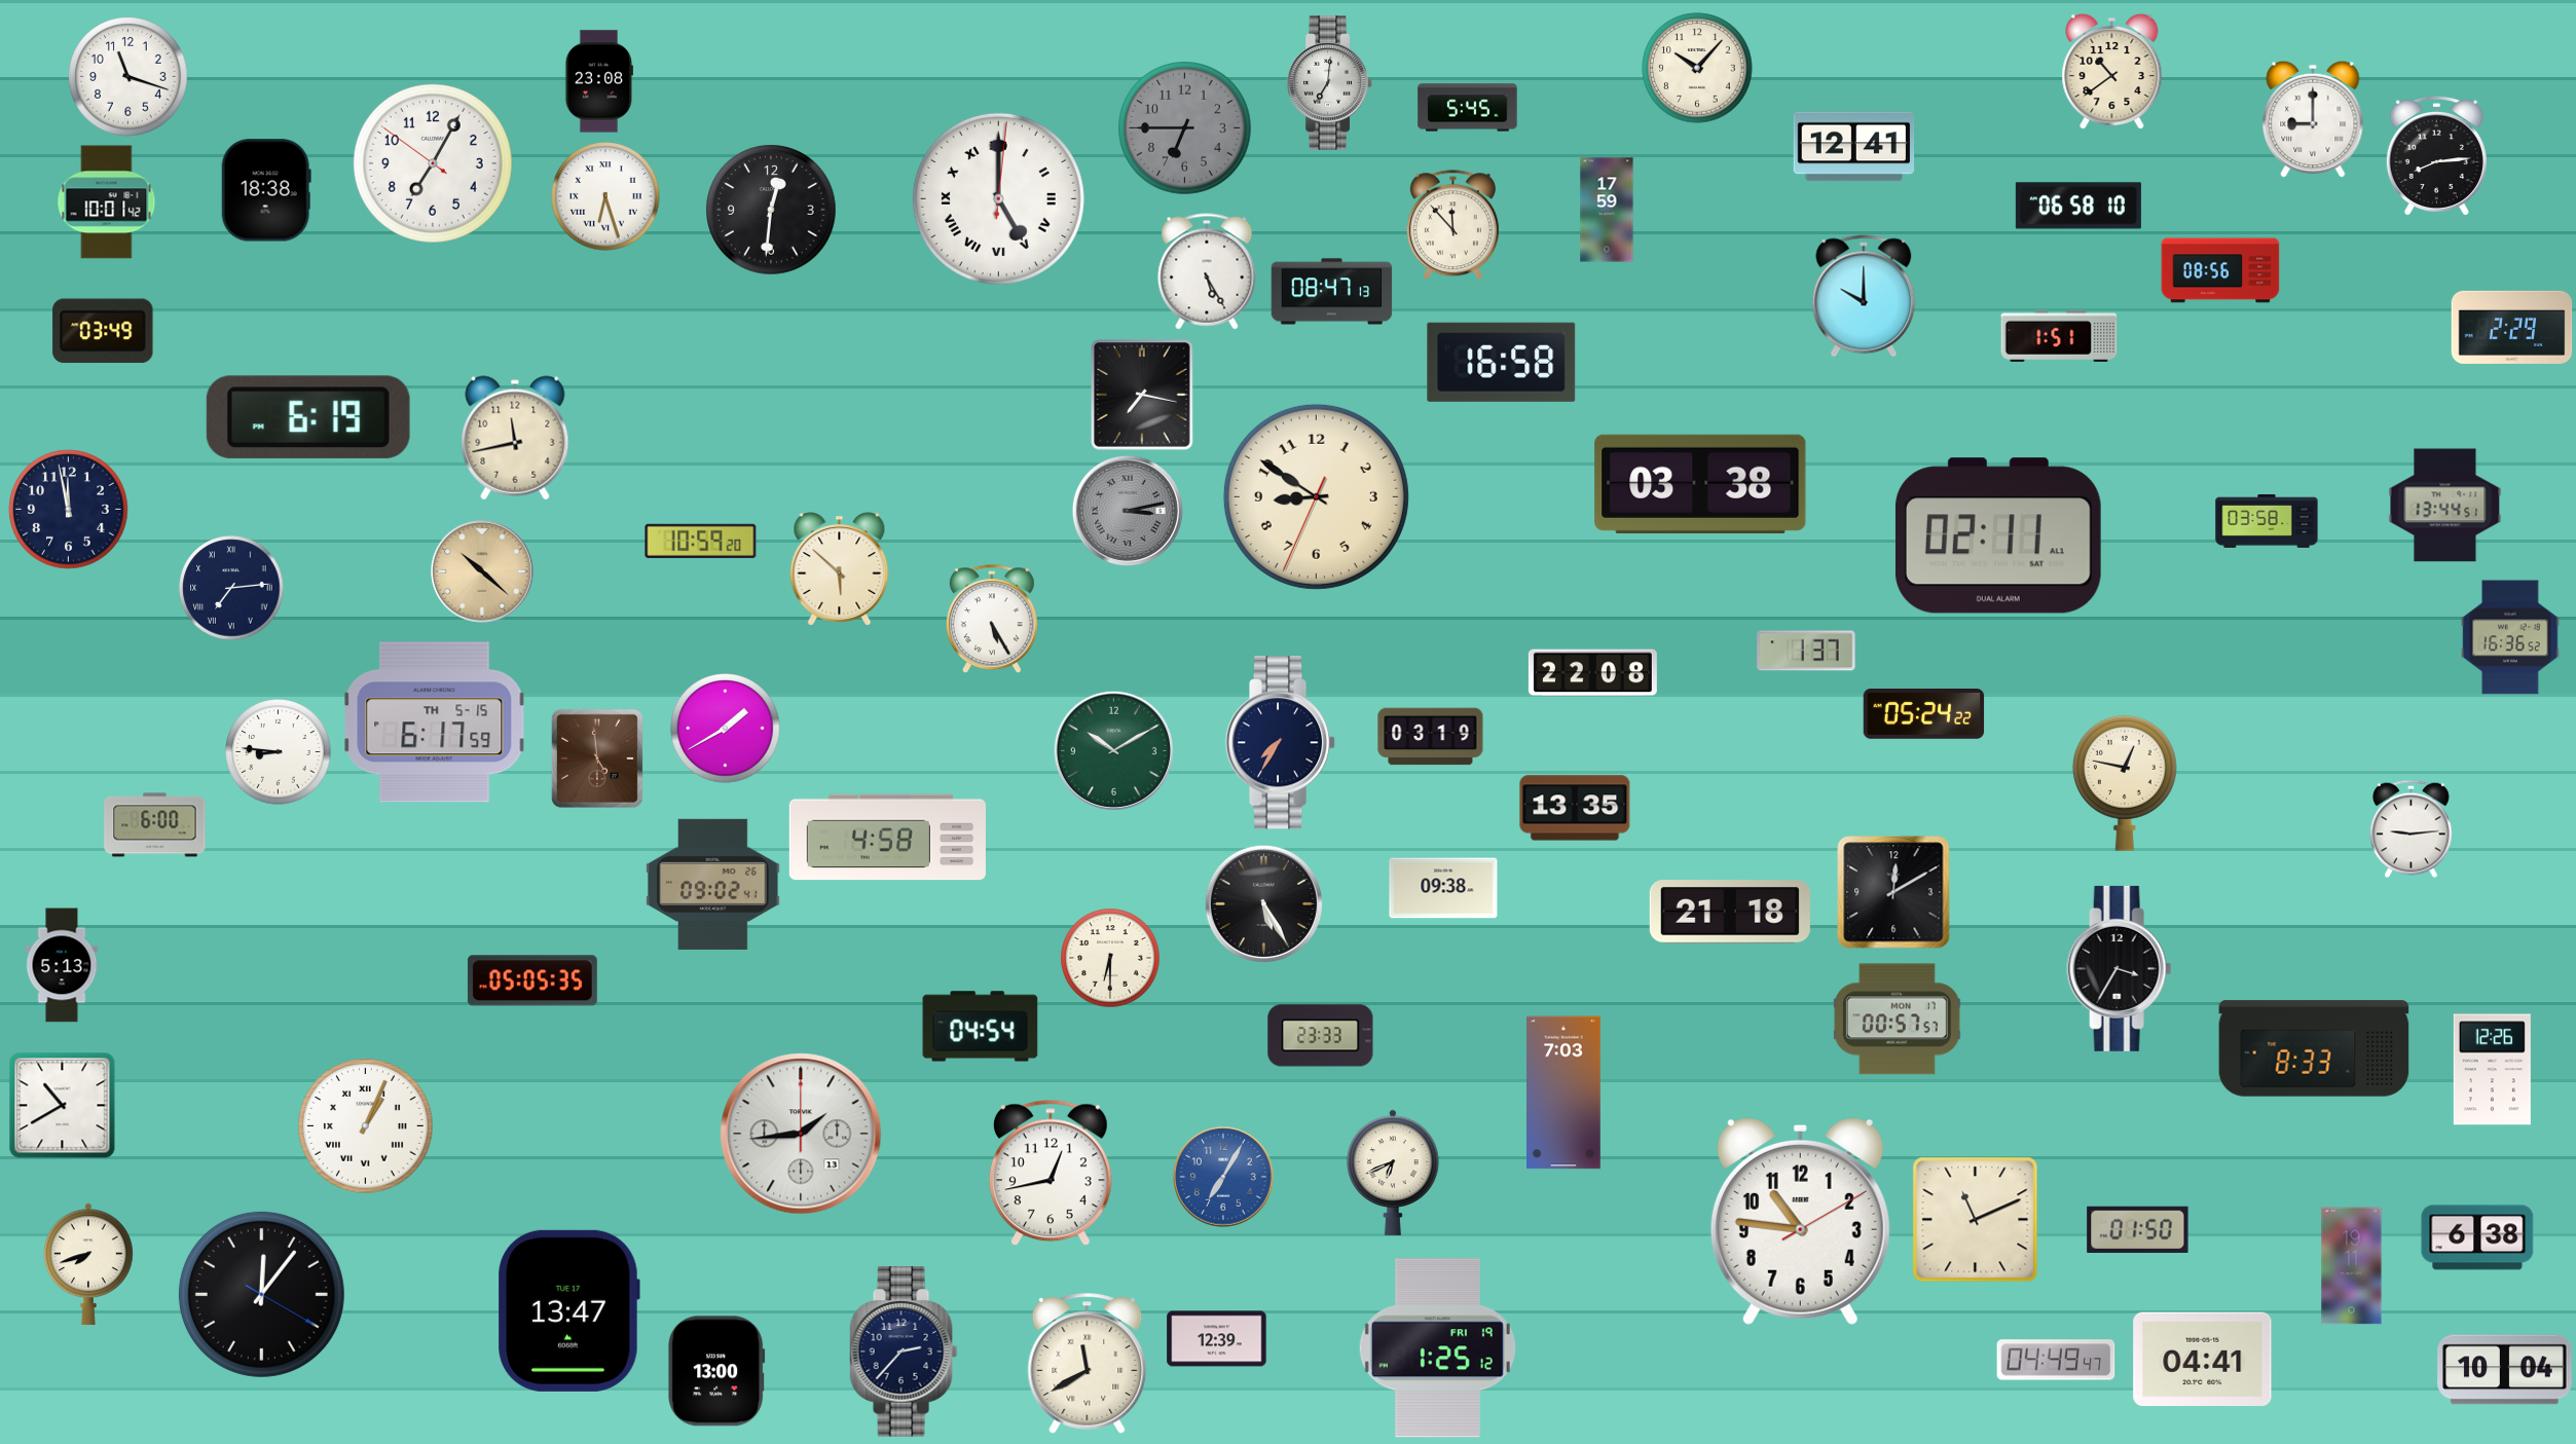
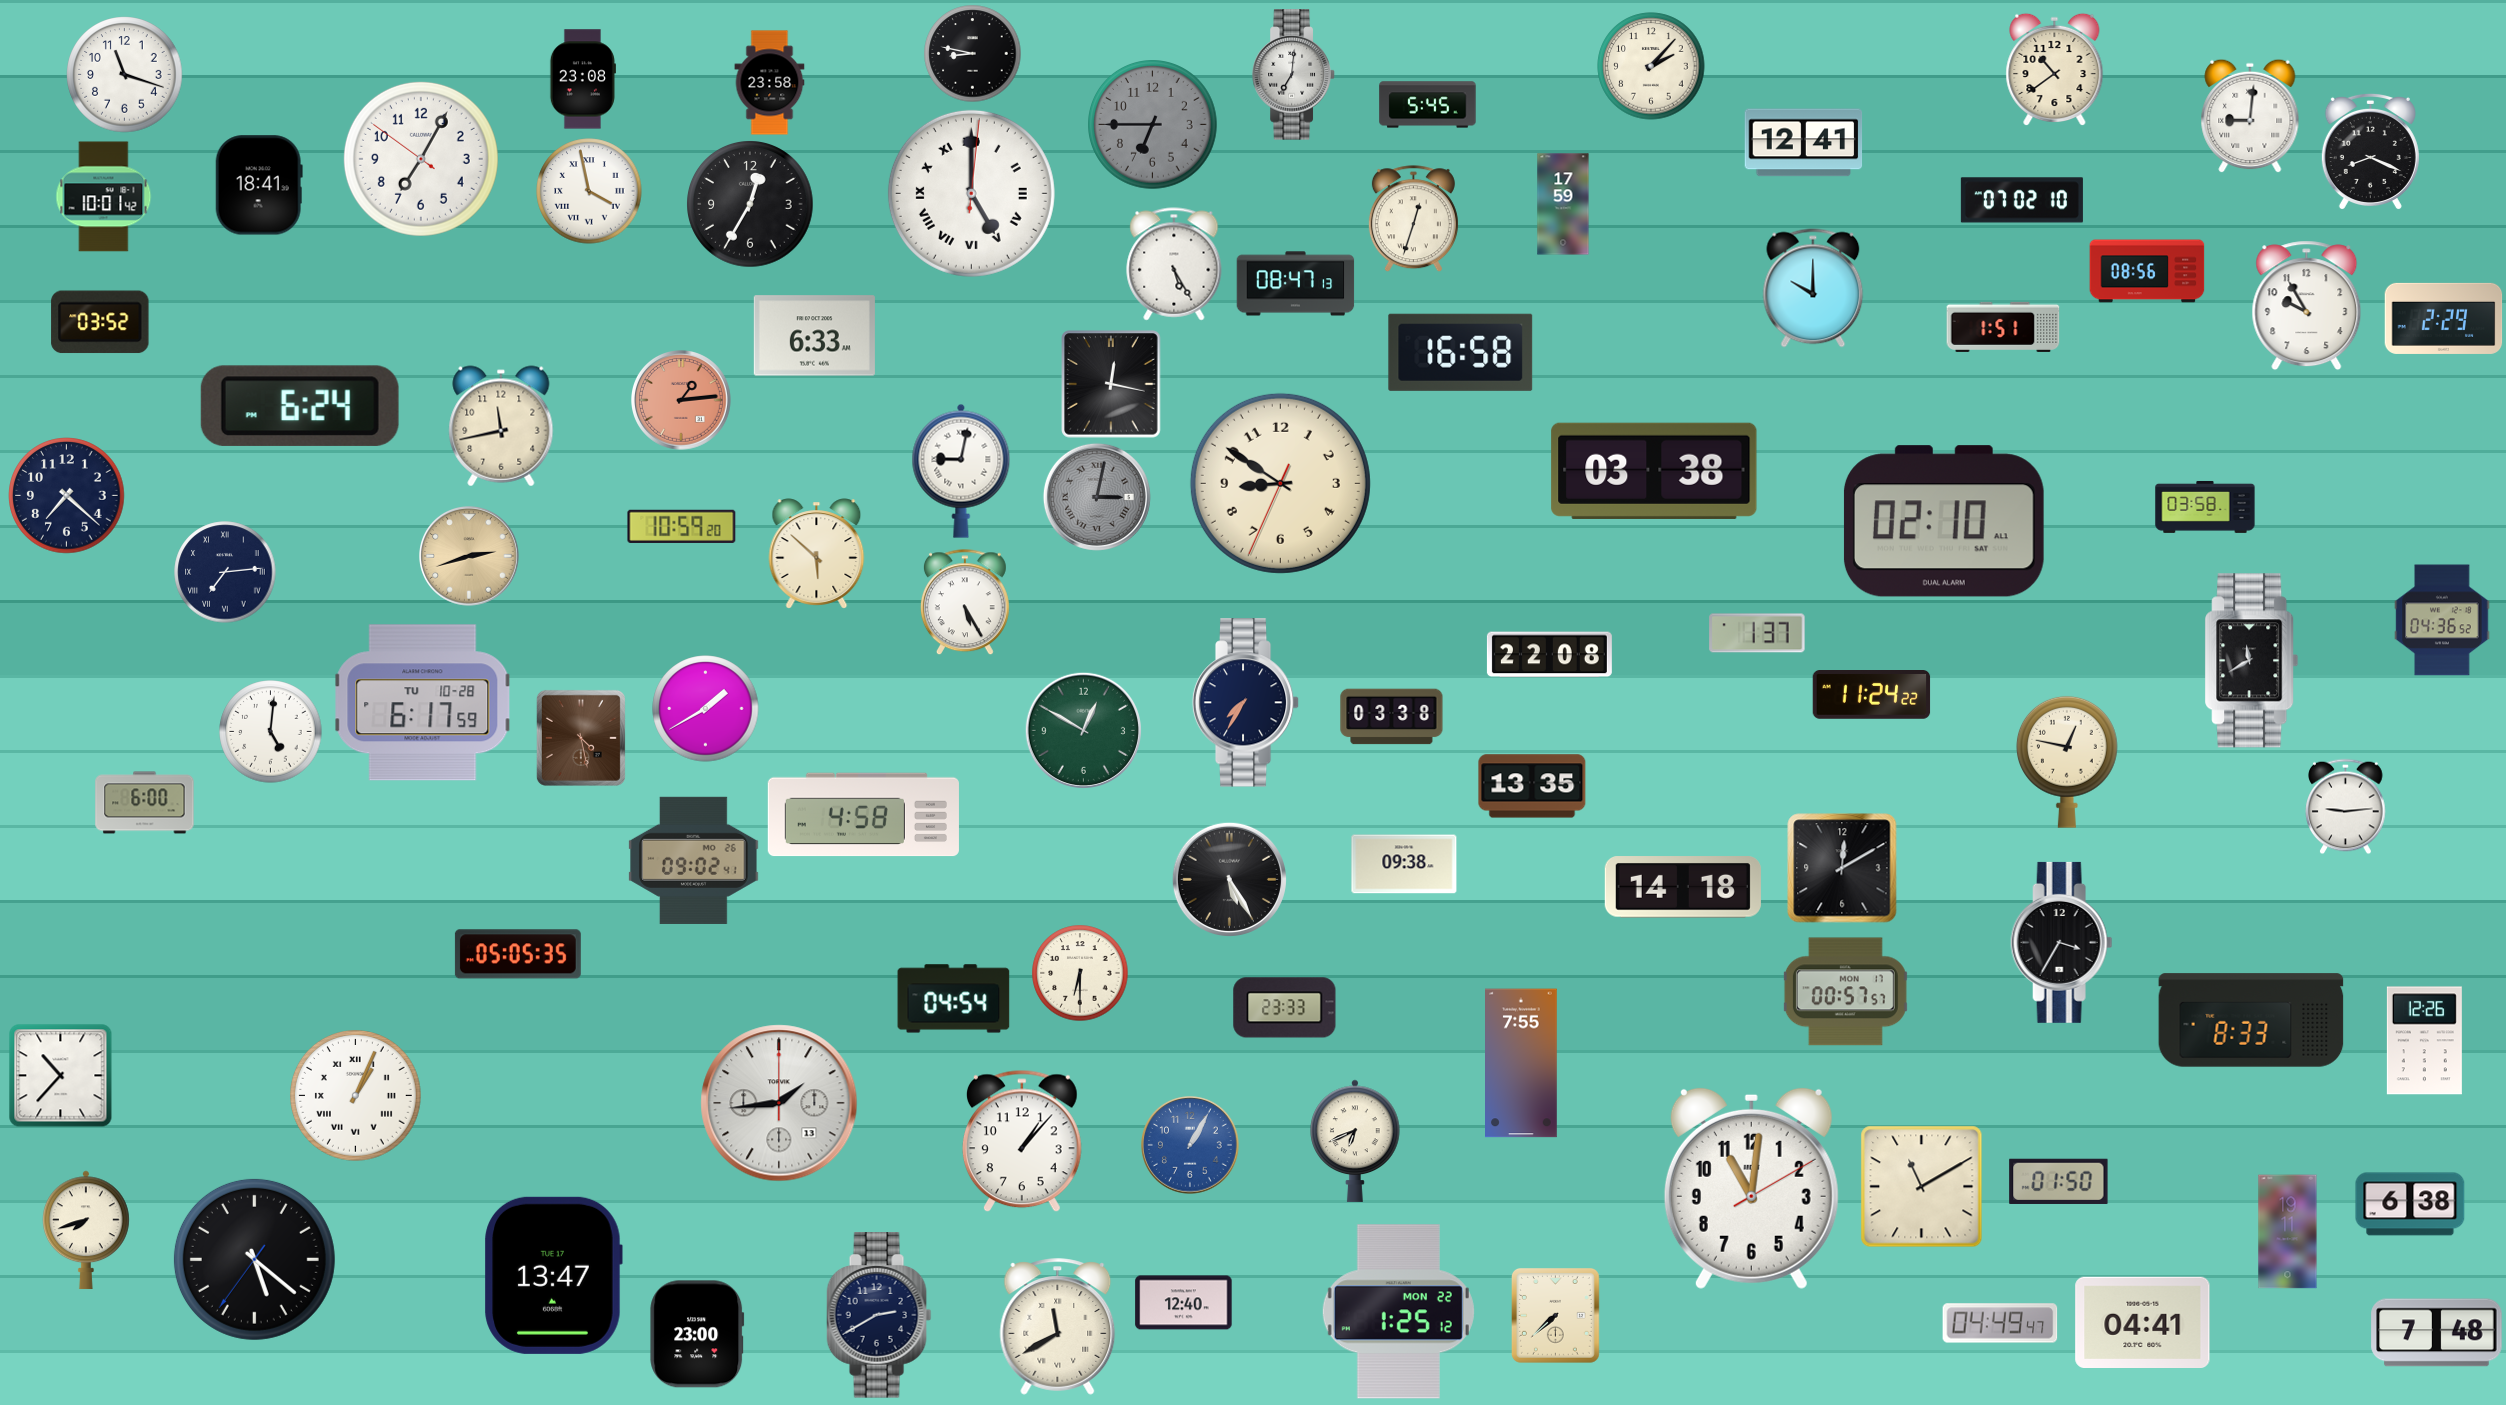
clock at (973, 54): none -> 8:47
clock at (1697, 68): 10:07 -> 2:07
clock at (1330, 83) position: (1330, 83) -> (1294, 75)
clock at (770, 83): none -> 23:58
clock at (2313, 119): 9:00 -> 9:01
clock at (2436, 155): 8:14 -> 8:19
clock at (266, 190): 18:38 -> 18:41
clock at (605, 196): 6:27 -> 3:58
clock at (2078, 206): 06:58 -> 07:02
clock at (771, 210): 12:31 -> 12:35
clock at (1452, 225): 11:53 -> 12:33
clock at (2220, 270) position: (2220, 270) -> (2147, 271)
clock at (2307, 306): none -> 9:55
clock at (103, 331): 03:49 -> 03:52
clock at (814, 336): none -> 6:33
clock at (1142, 395): 7:17 -> 12:17
clock at (682, 401): none -> 1:14
clock at (308, 417): 6:19 -> 6:24
clock at (961, 471): none -> 9:02
clock at (2445, 506): 13:44 -> none
clock at (69, 510): 11:58 -> 7:22
clock at (1128, 511): 3:13 -> 3:02
clock at (1998, 535): 02:11 -> 02:10
clock at (483, 572): 10:22 -> 2:42
clock at (2510, 637): 16:36 -> 04:36
clock at (2252, 661): none -> 11:40
clock at (1924, 714): 05:24 -> 11:24
clock at (435, 723) date: TH 5-15 -> TU 10-28
clock at (1431, 737): 03:19 -> 03:38
clock at (1281, 743) position: (1281, 743) -> (1246, 703)
clock at (1113, 750): 10:10 -> 12:50
clock at (279, 752): 8:46 -> 5:01
clock at (597, 758): 4:59 -> 4:28
clock at (155, 825) position: (155, 825) -> (145, 803)
clock at (1730, 912): 21:18 -> 14:18
clock at (1110, 958) position: (1110, 958) -> (1080, 973)
clock at (62, 965): 5:13 -> none
clock at (1565, 1093): 7:03 -> 7:55
clock at (63, 1106): 10:40 -> 10:37
clock at (1051, 1173): 12:43 -> 1:07
clock at (1223, 1177): 7:05 -> 1:05
clock at (1976, 1220): 11:11 -> 11:10
clock at (1800, 1221): 10:46 -> 11:01
clock at (2138, 1229) position: (2138, 1229) -> (2059, 1181)
clock at (261, 1294): 12:06 -> 5:21
clock at (1217, 1339): 12:39 -> 12:40
clock at (1437, 1348) date: FRI 19 -> MON 22
clock at (904, 1352): 2:37 -> 2:40
clock at (1555, 1316): none -> 7:38
clock at (2505, 1370): 10:04 -> 7:48
clock at (716, 1371): 13:00 -> 23:00
